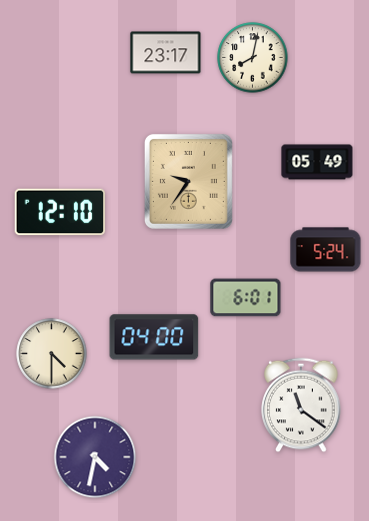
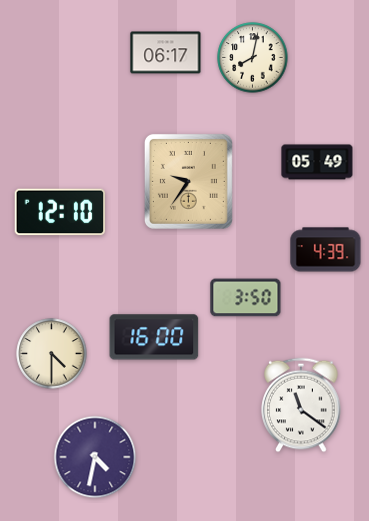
clock at (166, 53): 23:17 -> 06:17
clock at (326, 250): 5:24 -> 4:39
clock at (246, 298): 6:01 -> 3:50
clock at (154, 337): 04:00 -> 16:00
